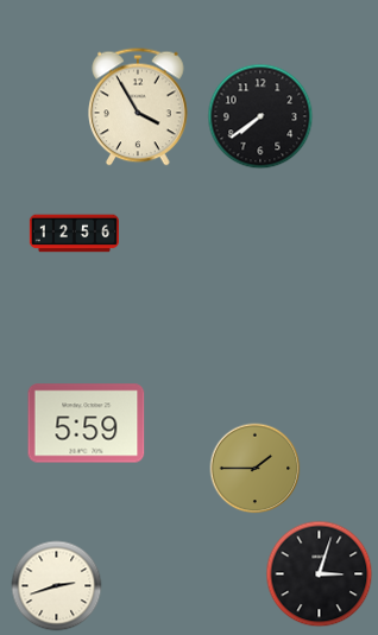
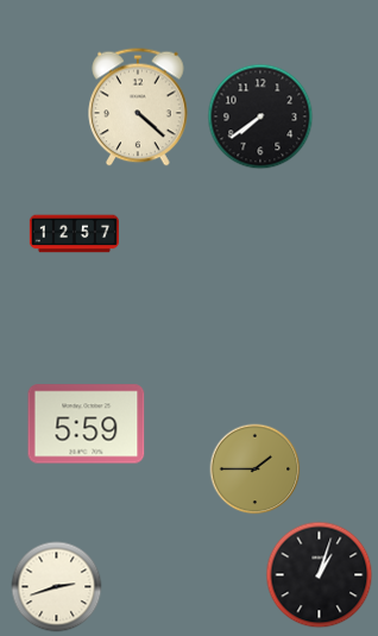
clock at (138, 107): 3:55 -> 4:22
clock at (74, 234): 12:56 -> 12:57
clock at (320, 574): 3:03 -> 1:03
